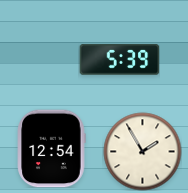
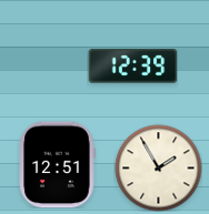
clock at (119, 60): 5:39 -> 12:39
clock at (51, 148): 12:54 -> 12:51
